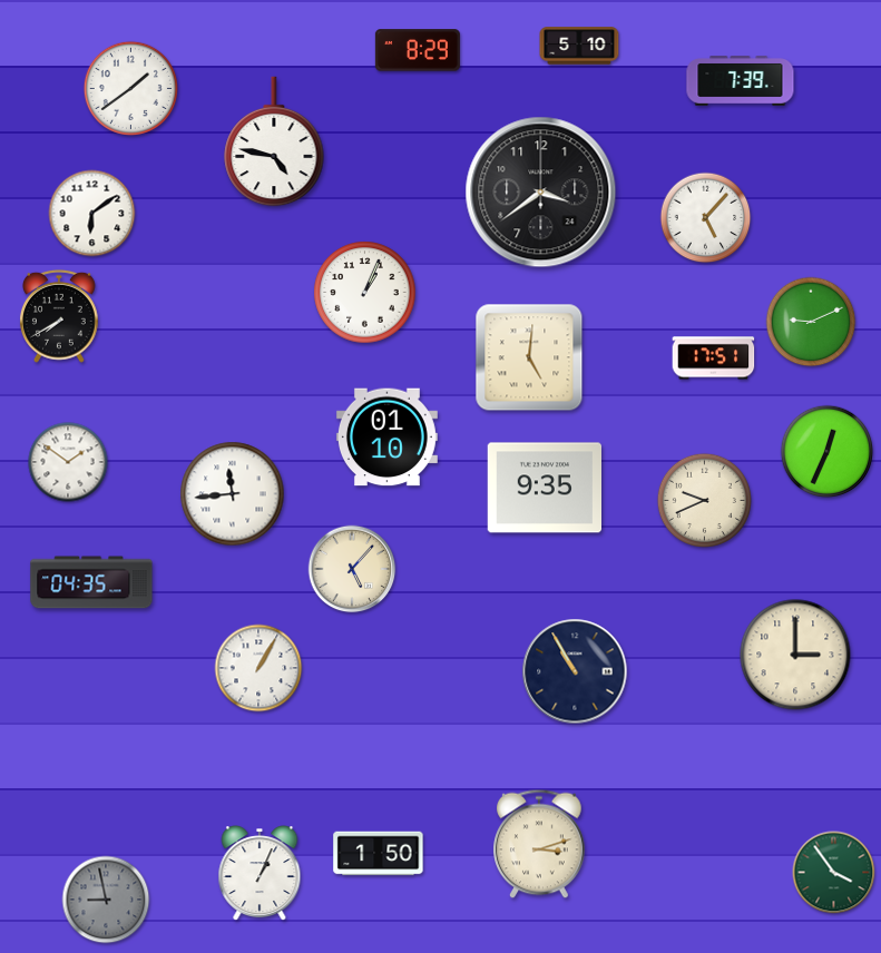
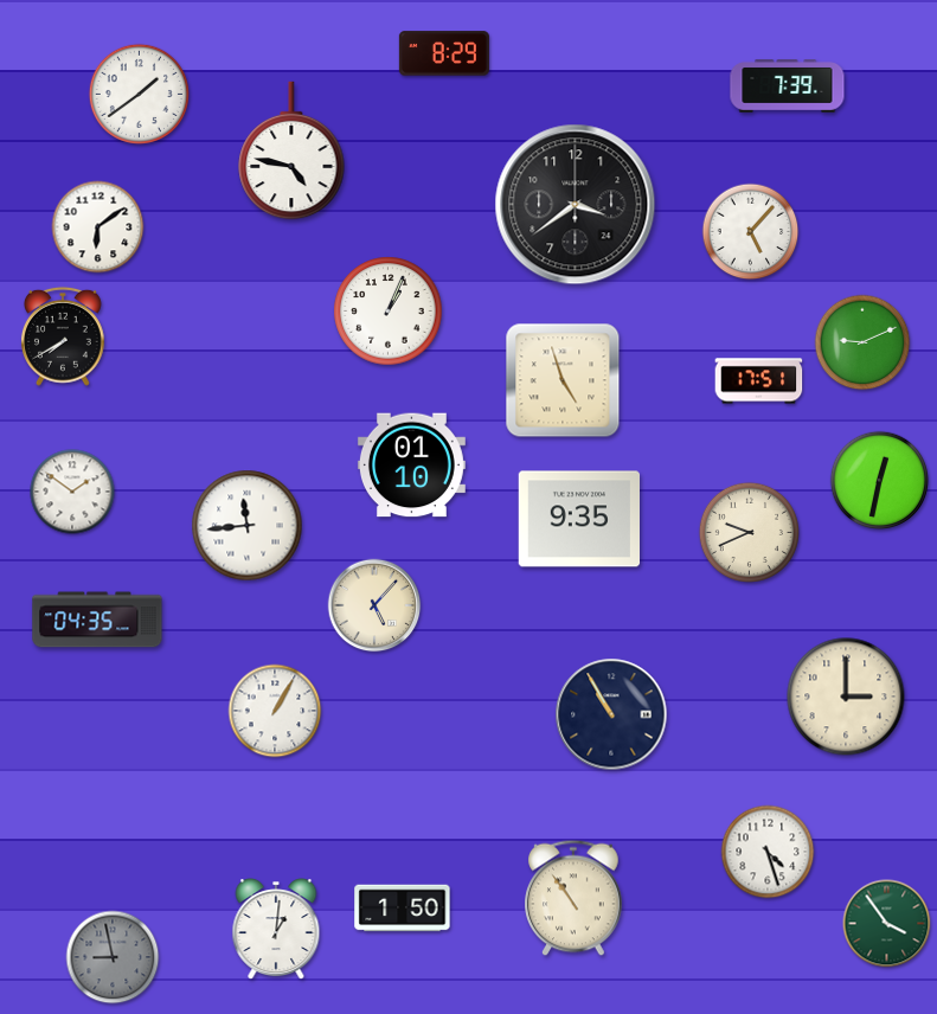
clock at (579, 46): 5:10 -> none
clock at (529, 357): 5:01 -> 4:57
clock at (828, 452): 12:34 -> 12:32
clock at (768, 852): none -> 4:27
clock at (539, 844): 3:12 -> 10:54
clock at (834, 873) position: (834, 873) -> (887, 924)
clock at (260, 874): 1:04 -> 1:01
